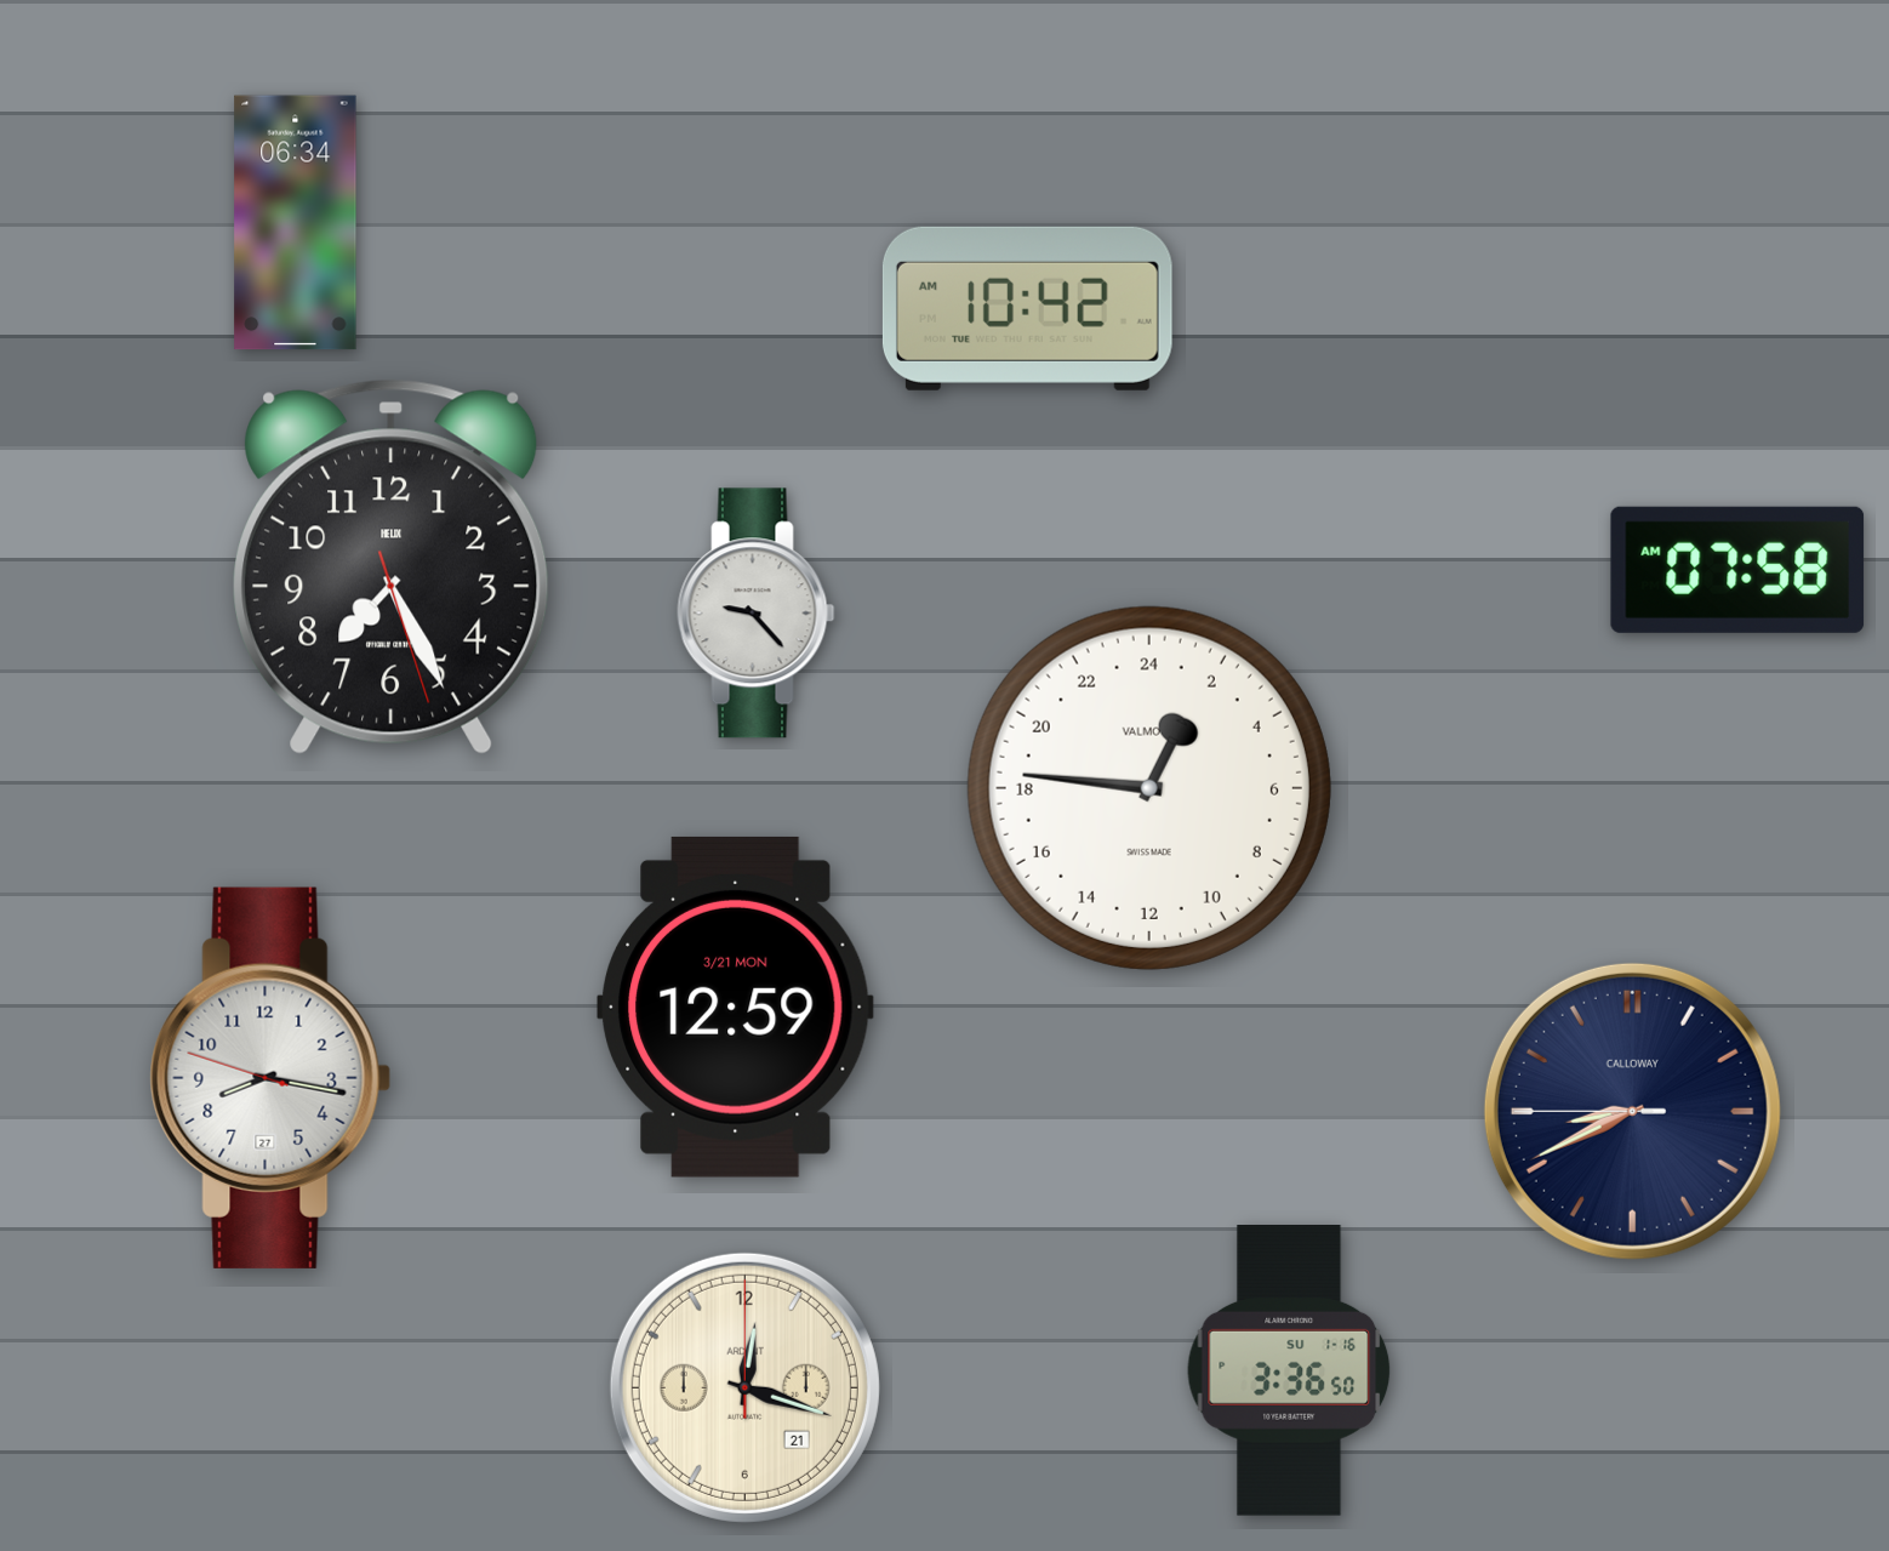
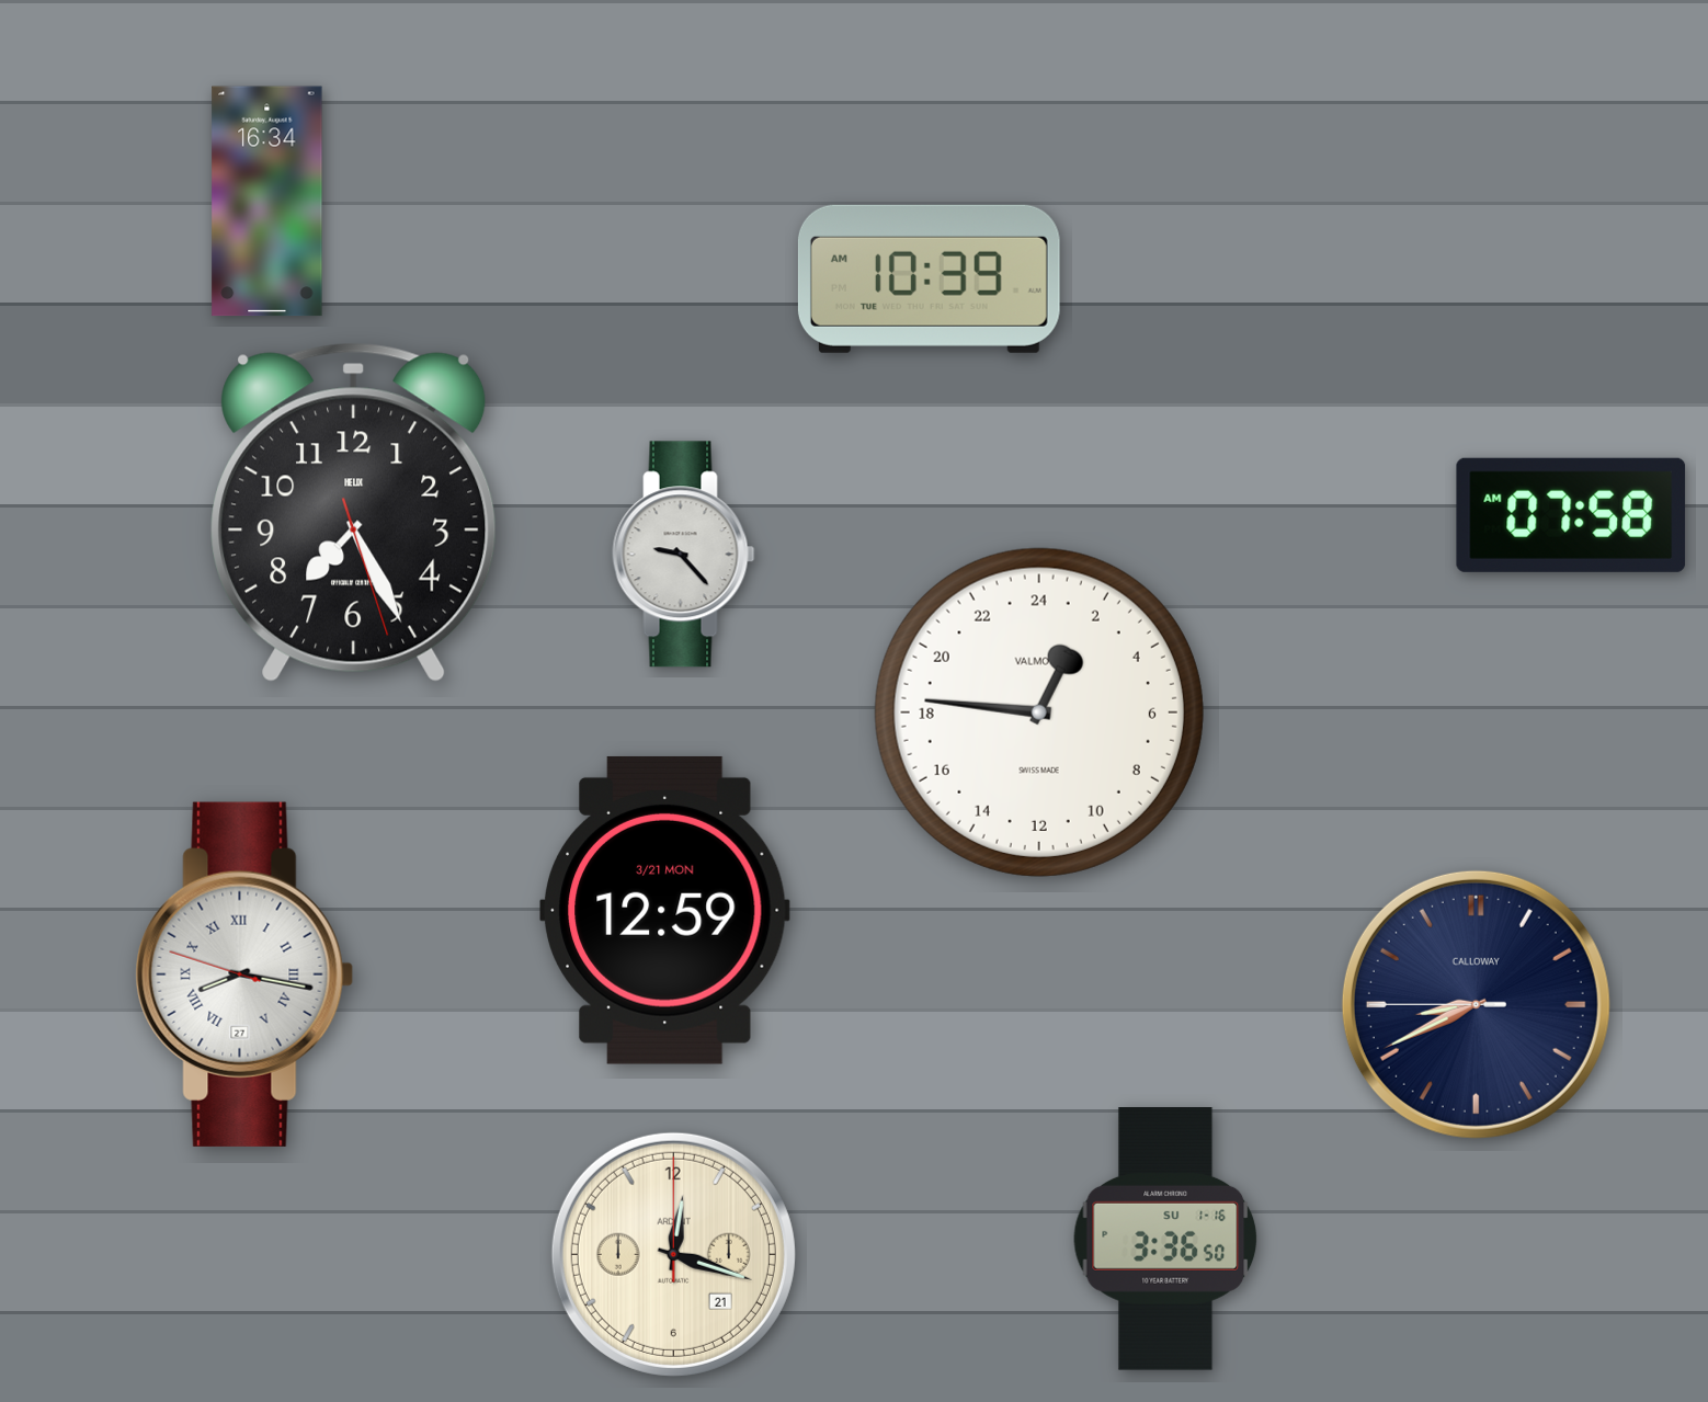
clock at (296, 223): 06:34 -> 16:34
clock at (1027, 308): 10:42 -> 10:39
clock at (270, 1078) numerals: Arabic -> Roman
